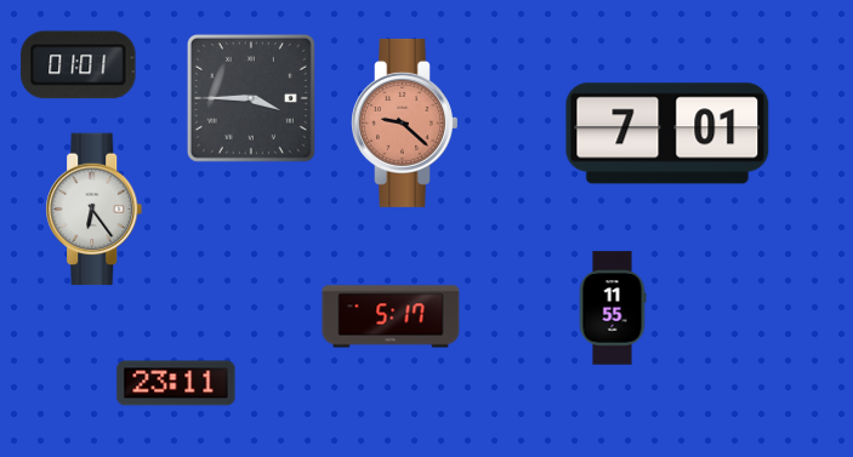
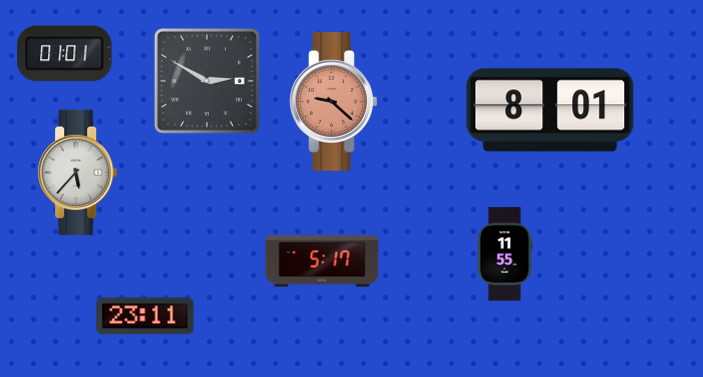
clock at (251, 98): 3:45 -> 2:50
clock at (667, 133): 7:01 -> 8:01
clock at (95, 210): 6:24 -> 5:37
